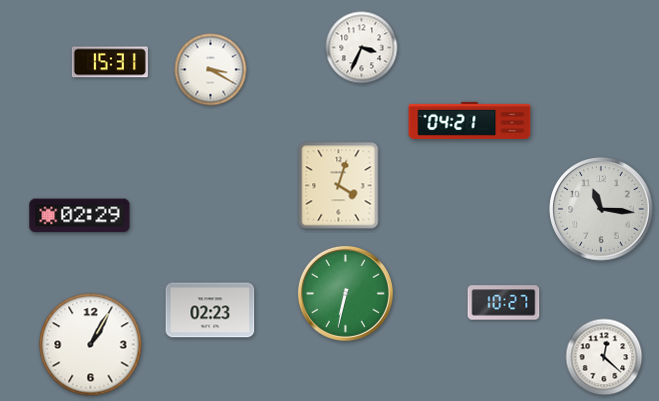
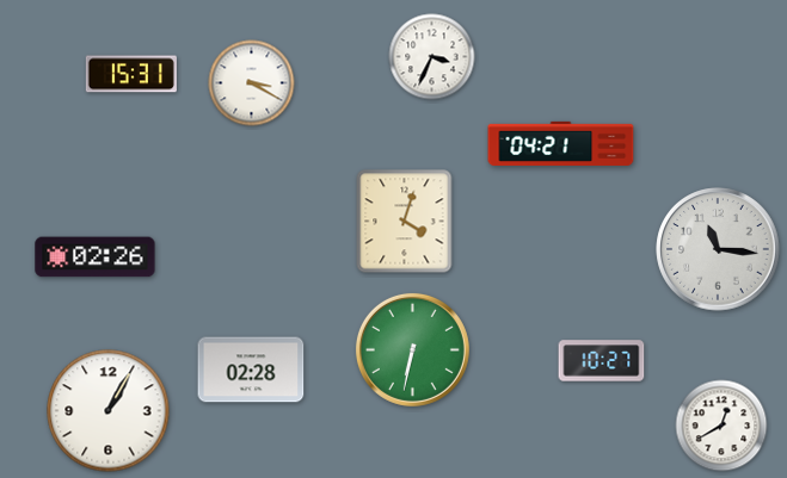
clock at (80, 216): 02:29 -> 02:26
clock at (210, 310): 02:23 -> 02:28
clock at (604, 357): 12:22 -> 12:40
